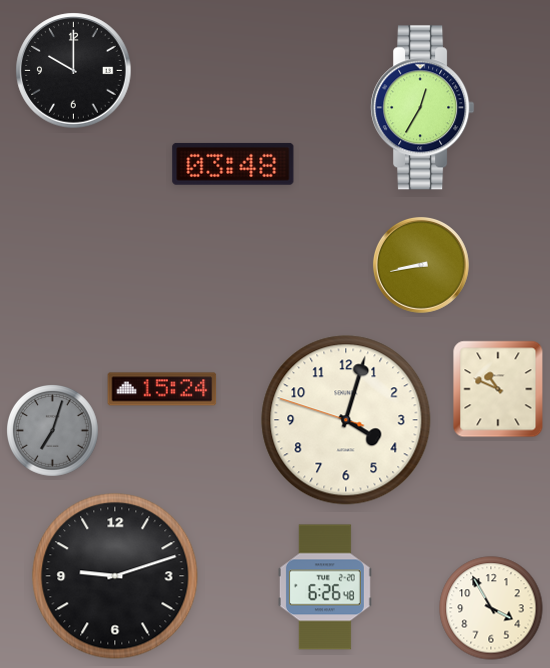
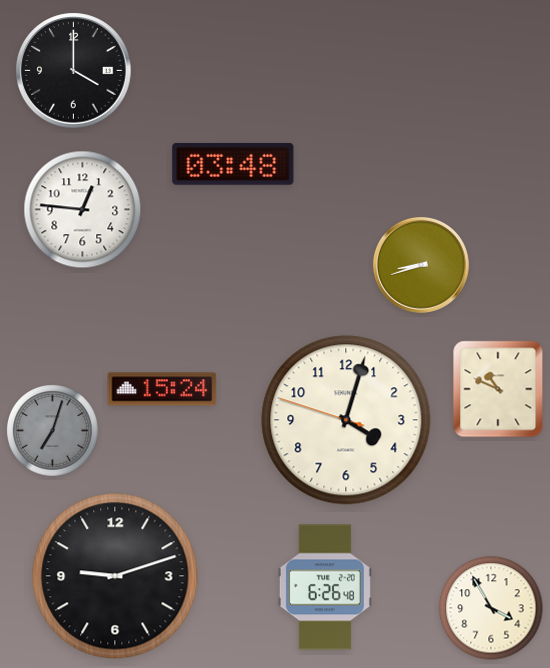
clock at (74, 71): 10:00 -> 4:00
clock at (423, 108): 12:35 -> none
clock at (83, 210): none -> 12:46
clock at (421, 265): 8:43 -> 8:42
